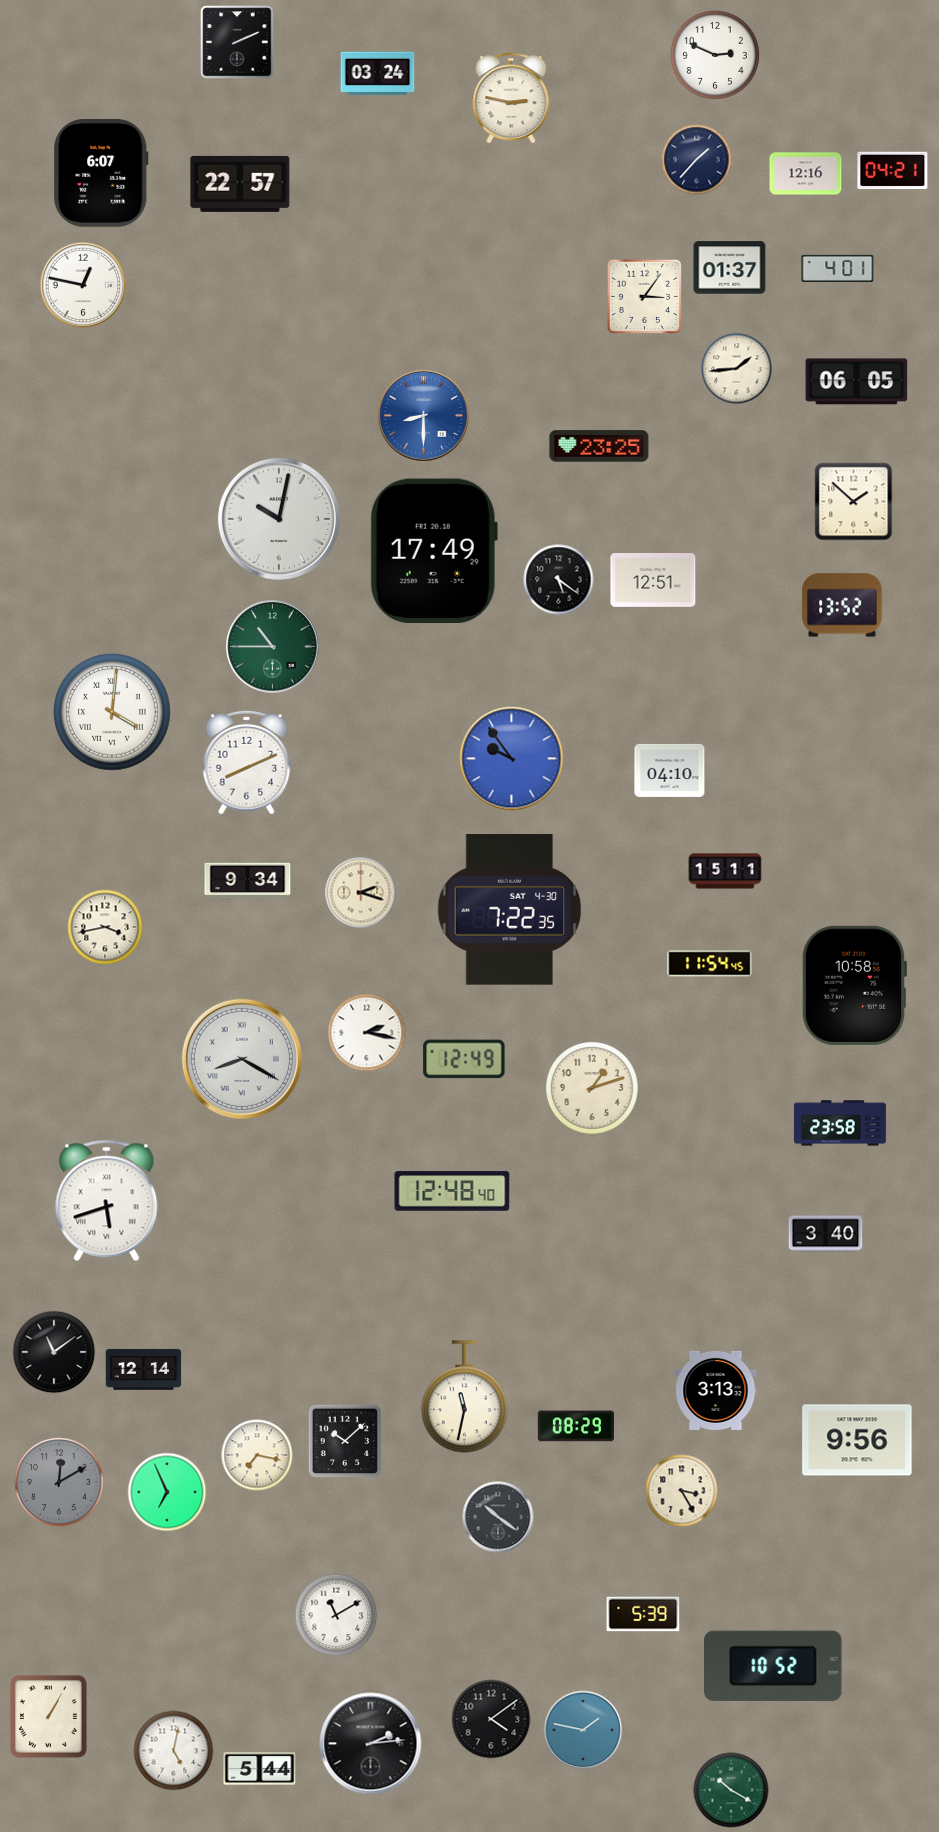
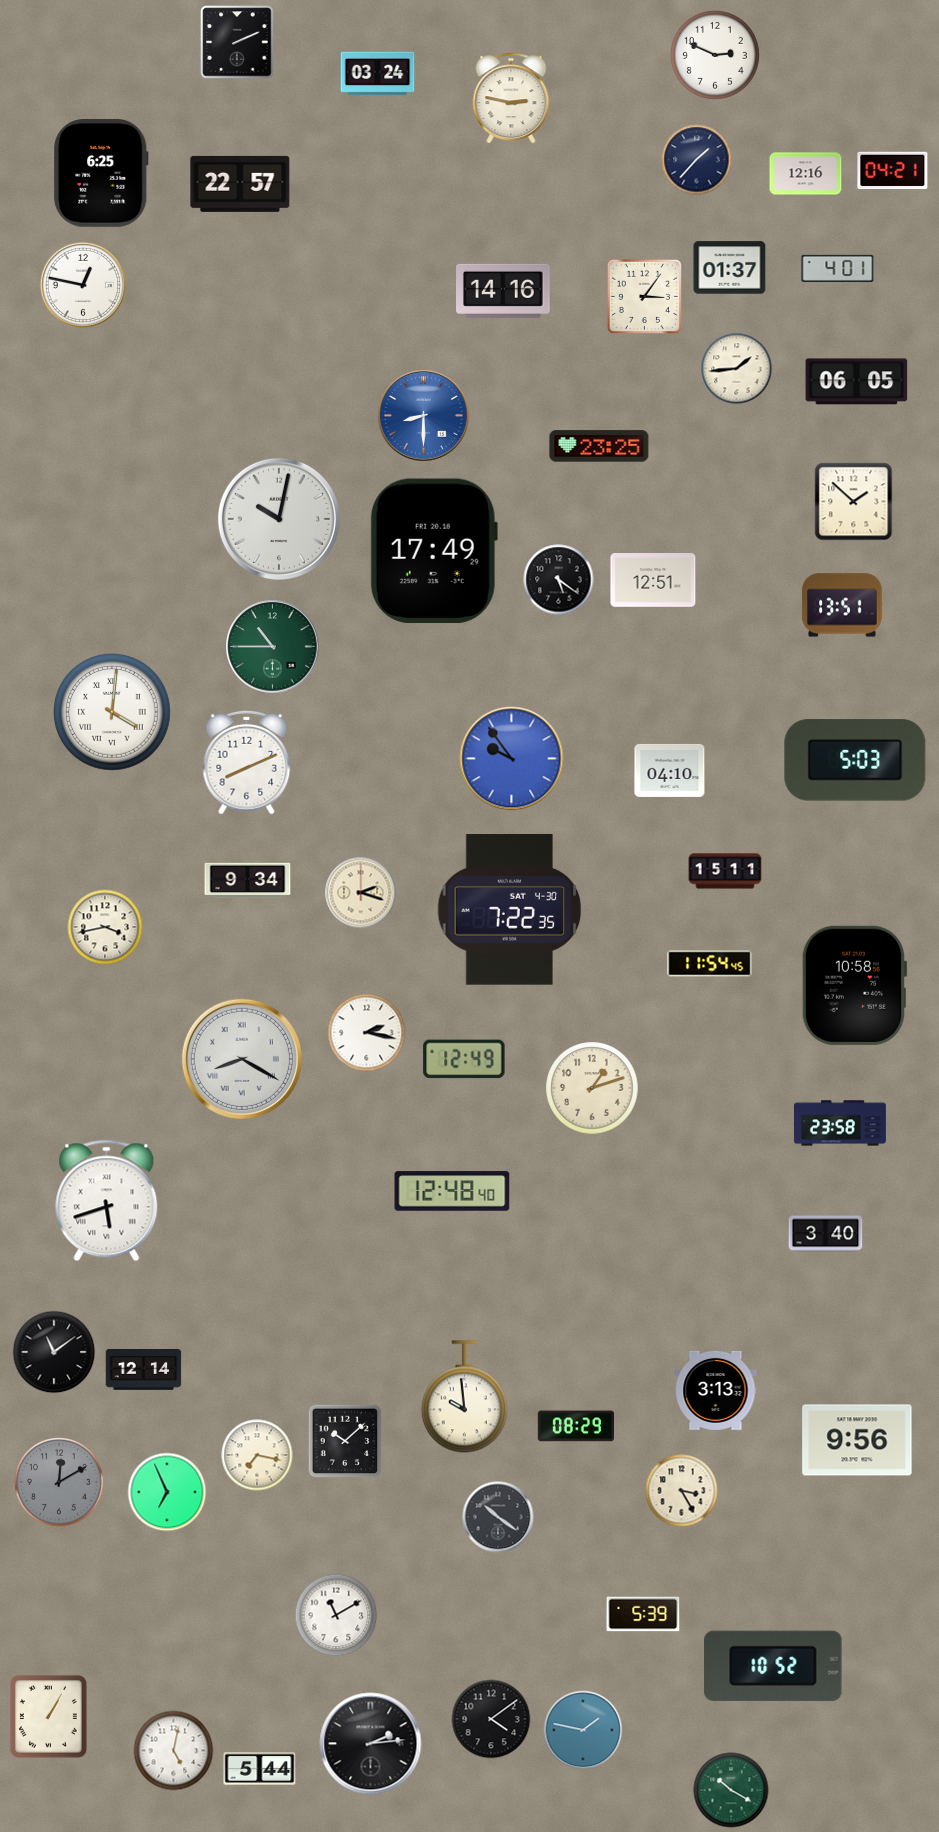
clock at (101, 174): 6:07 -> 6:25
clock at (503, 291): none -> 14:16
clock at (842, 605): 13:52 -> 13:51
clock at (855, 760): none -> 5:03
clock at (464, 1397): 11:32 -> 9:59
